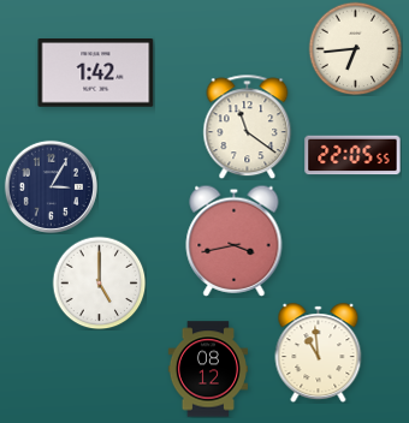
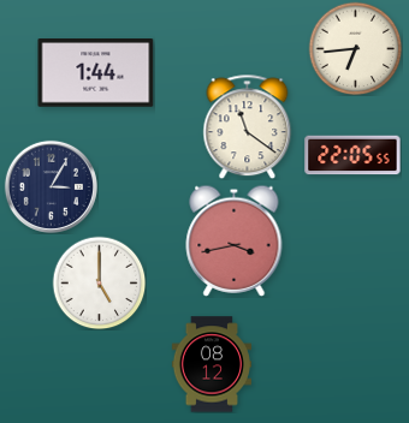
clock at (96, 73): 1:42 -> 1:44
clock at (319, 353): 10:59 -> none
clock at (208, 369) position: (208, 369) -> (212, 364)
